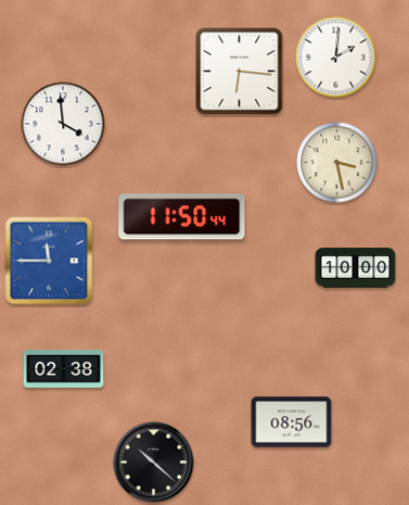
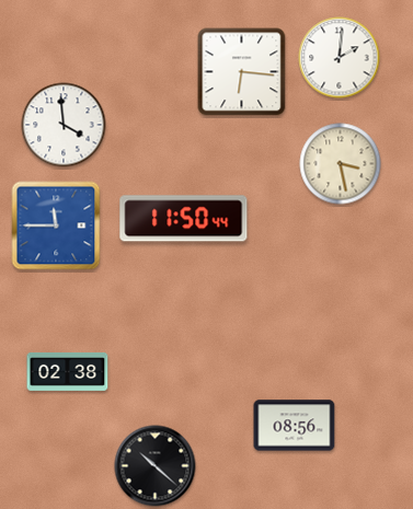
clock at (49, 261) position: (49, 261) -> (56, 225)
clock at (356, 268): 10:00 -> none
clock at (64, 368) position: (64, 368) -> (68, 371)
